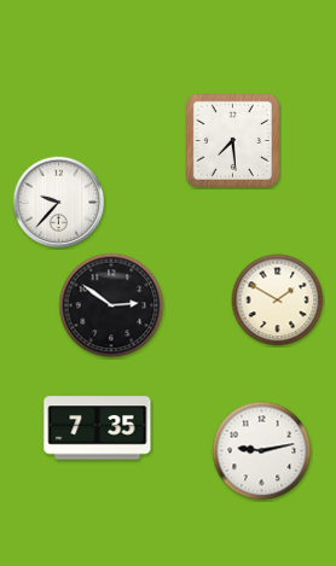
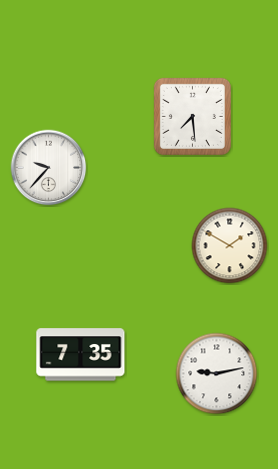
clock at (278, 300) position: (278, 300) -> (230, 246)
clock at (111, 305): 2:51 -> none
